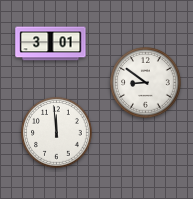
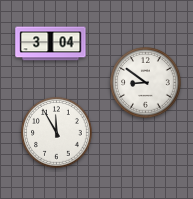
clock at (51, 44): 3:01 -> 3:04
clock at (57, 133): 11:59 -> 11:55
